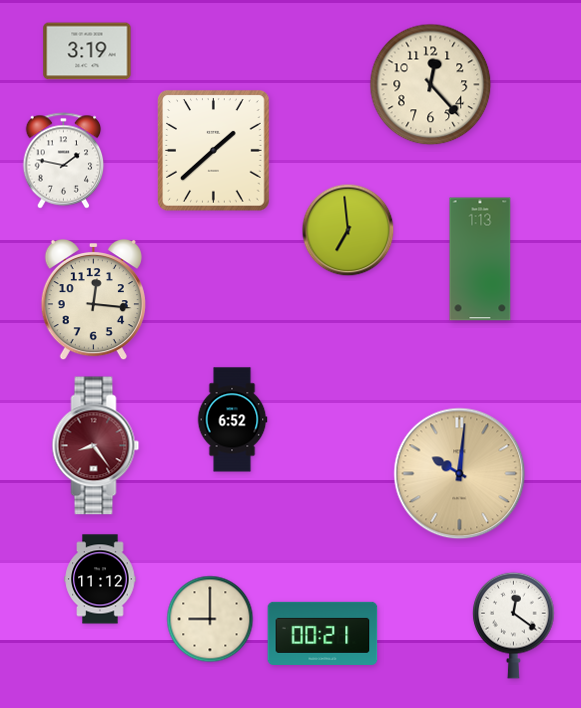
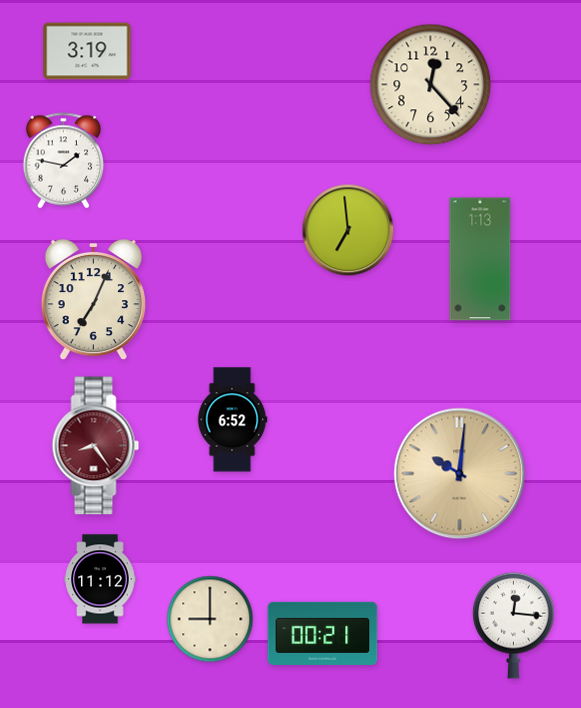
clock at (214, 151): 1:38 -> none
clock at (93, 301): 12:16 -> 7:04
clock at (514, 625): 12:21 -> 12:16
